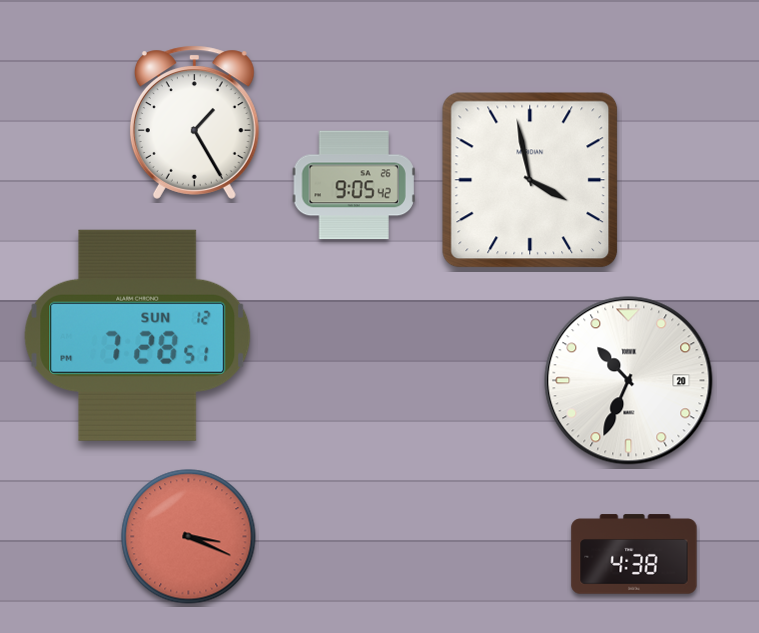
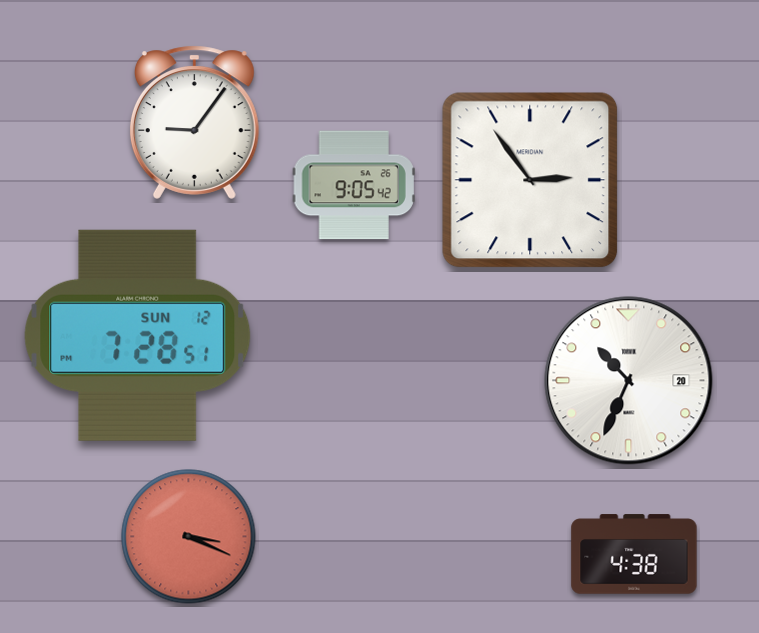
clock at (194, 122): 1:25 -> 9:06
clock at (530, 180): 3:58 -> 2:54
